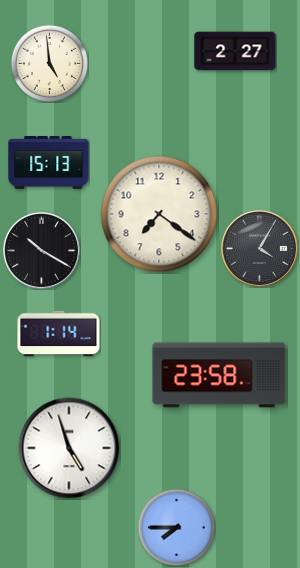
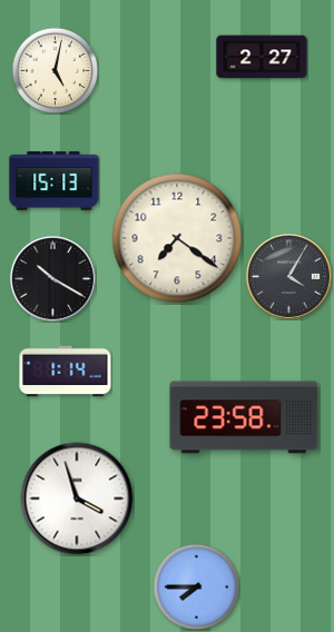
clock at (49, 63): 4:59 -> 5:02
clock at (41, 250) position: (41, 250) -> (52, 278)
clock at (69, 448): 4:57 -> 3:57
